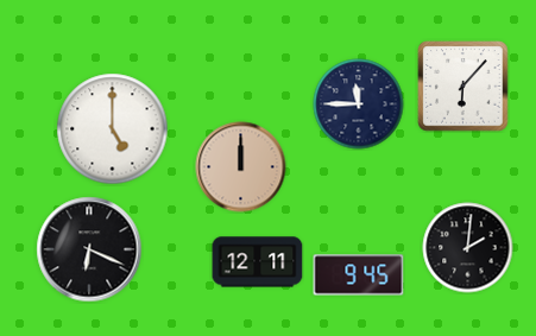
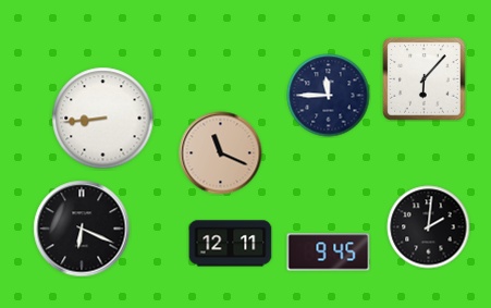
clock at (113, 129): 5:00 -> 8:44
clock at (241, 167): 12:00 -> 11:19
clock at (258, 262) position: (258, 262) -> (231, 244)
